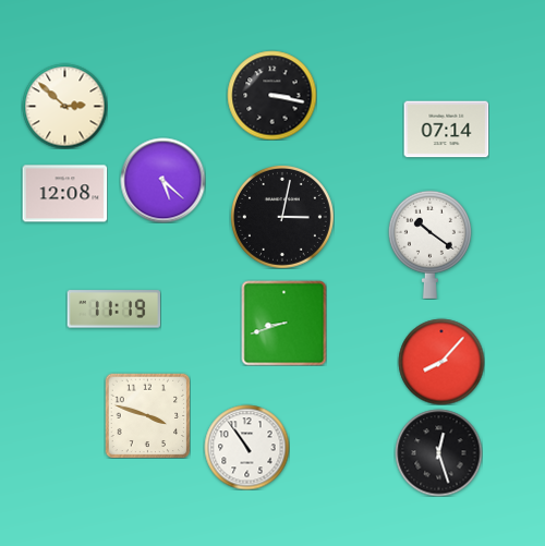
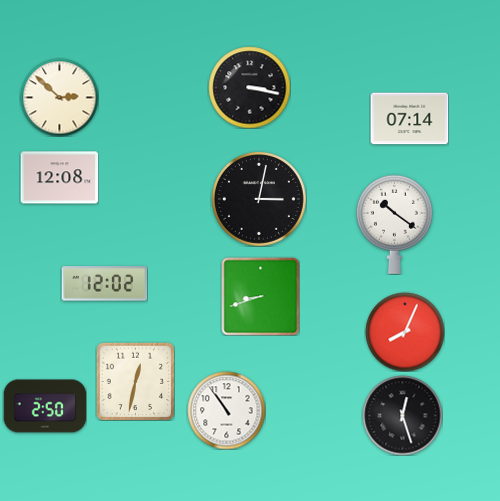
clock at (162, 180): 5:22 -> none
clock at (113, 310): 11:19 -> 12:02
clock at (441, 362): 8:07 -> 8:04
clock at (147, 415): 3:48 -> 12:32
clock at (45, 406): none -> 2:50
